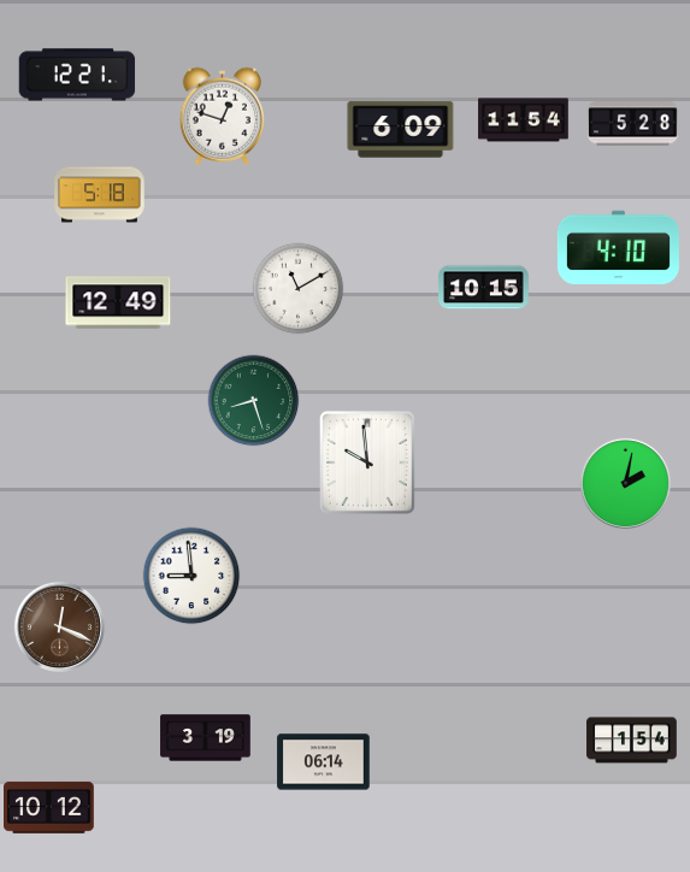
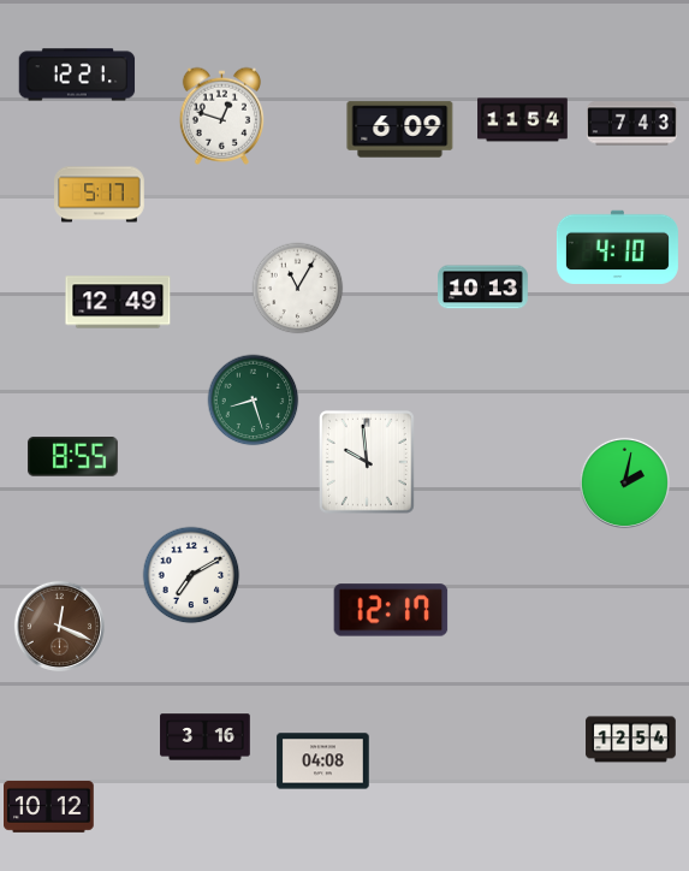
clock at (633, 124): 5:28 -> 7:43
clock at (100, 195): 5:18 -> 5:17
clock at (484, 288): 10:15 -> 10:13
clock at (299, 289): 11:10 -> 11:05
clock at (73, 457): none -> 8:55
clock at (191, 576): 8:59 -> 7:10
clock at (391, 610): none -> 12:17
clock at (206, 738): 3:19 -> 3:16
clock at (632, 741): 1:54 -> 12:54
clock at (324, 762): 06:14 -> 04:08
